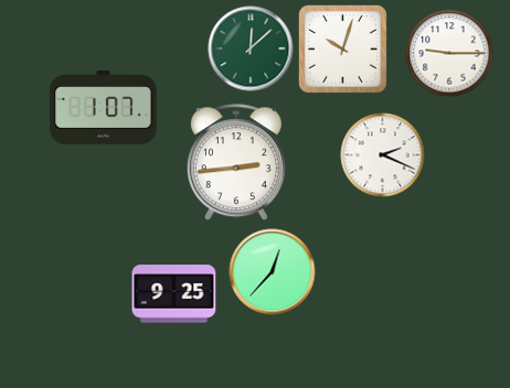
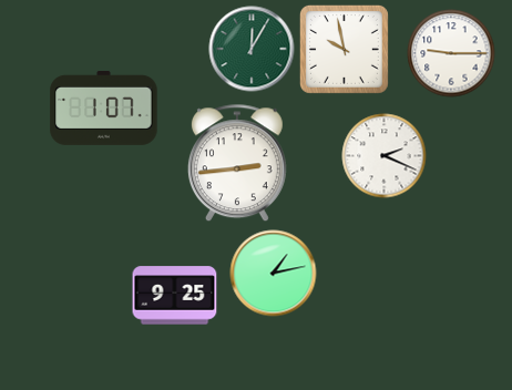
clock at (251, 48): 12:08 -> 12:05
clock at (342, 48): 10:03 -> 9:58
clock at (273, 272): 12:37 -> 1:13
